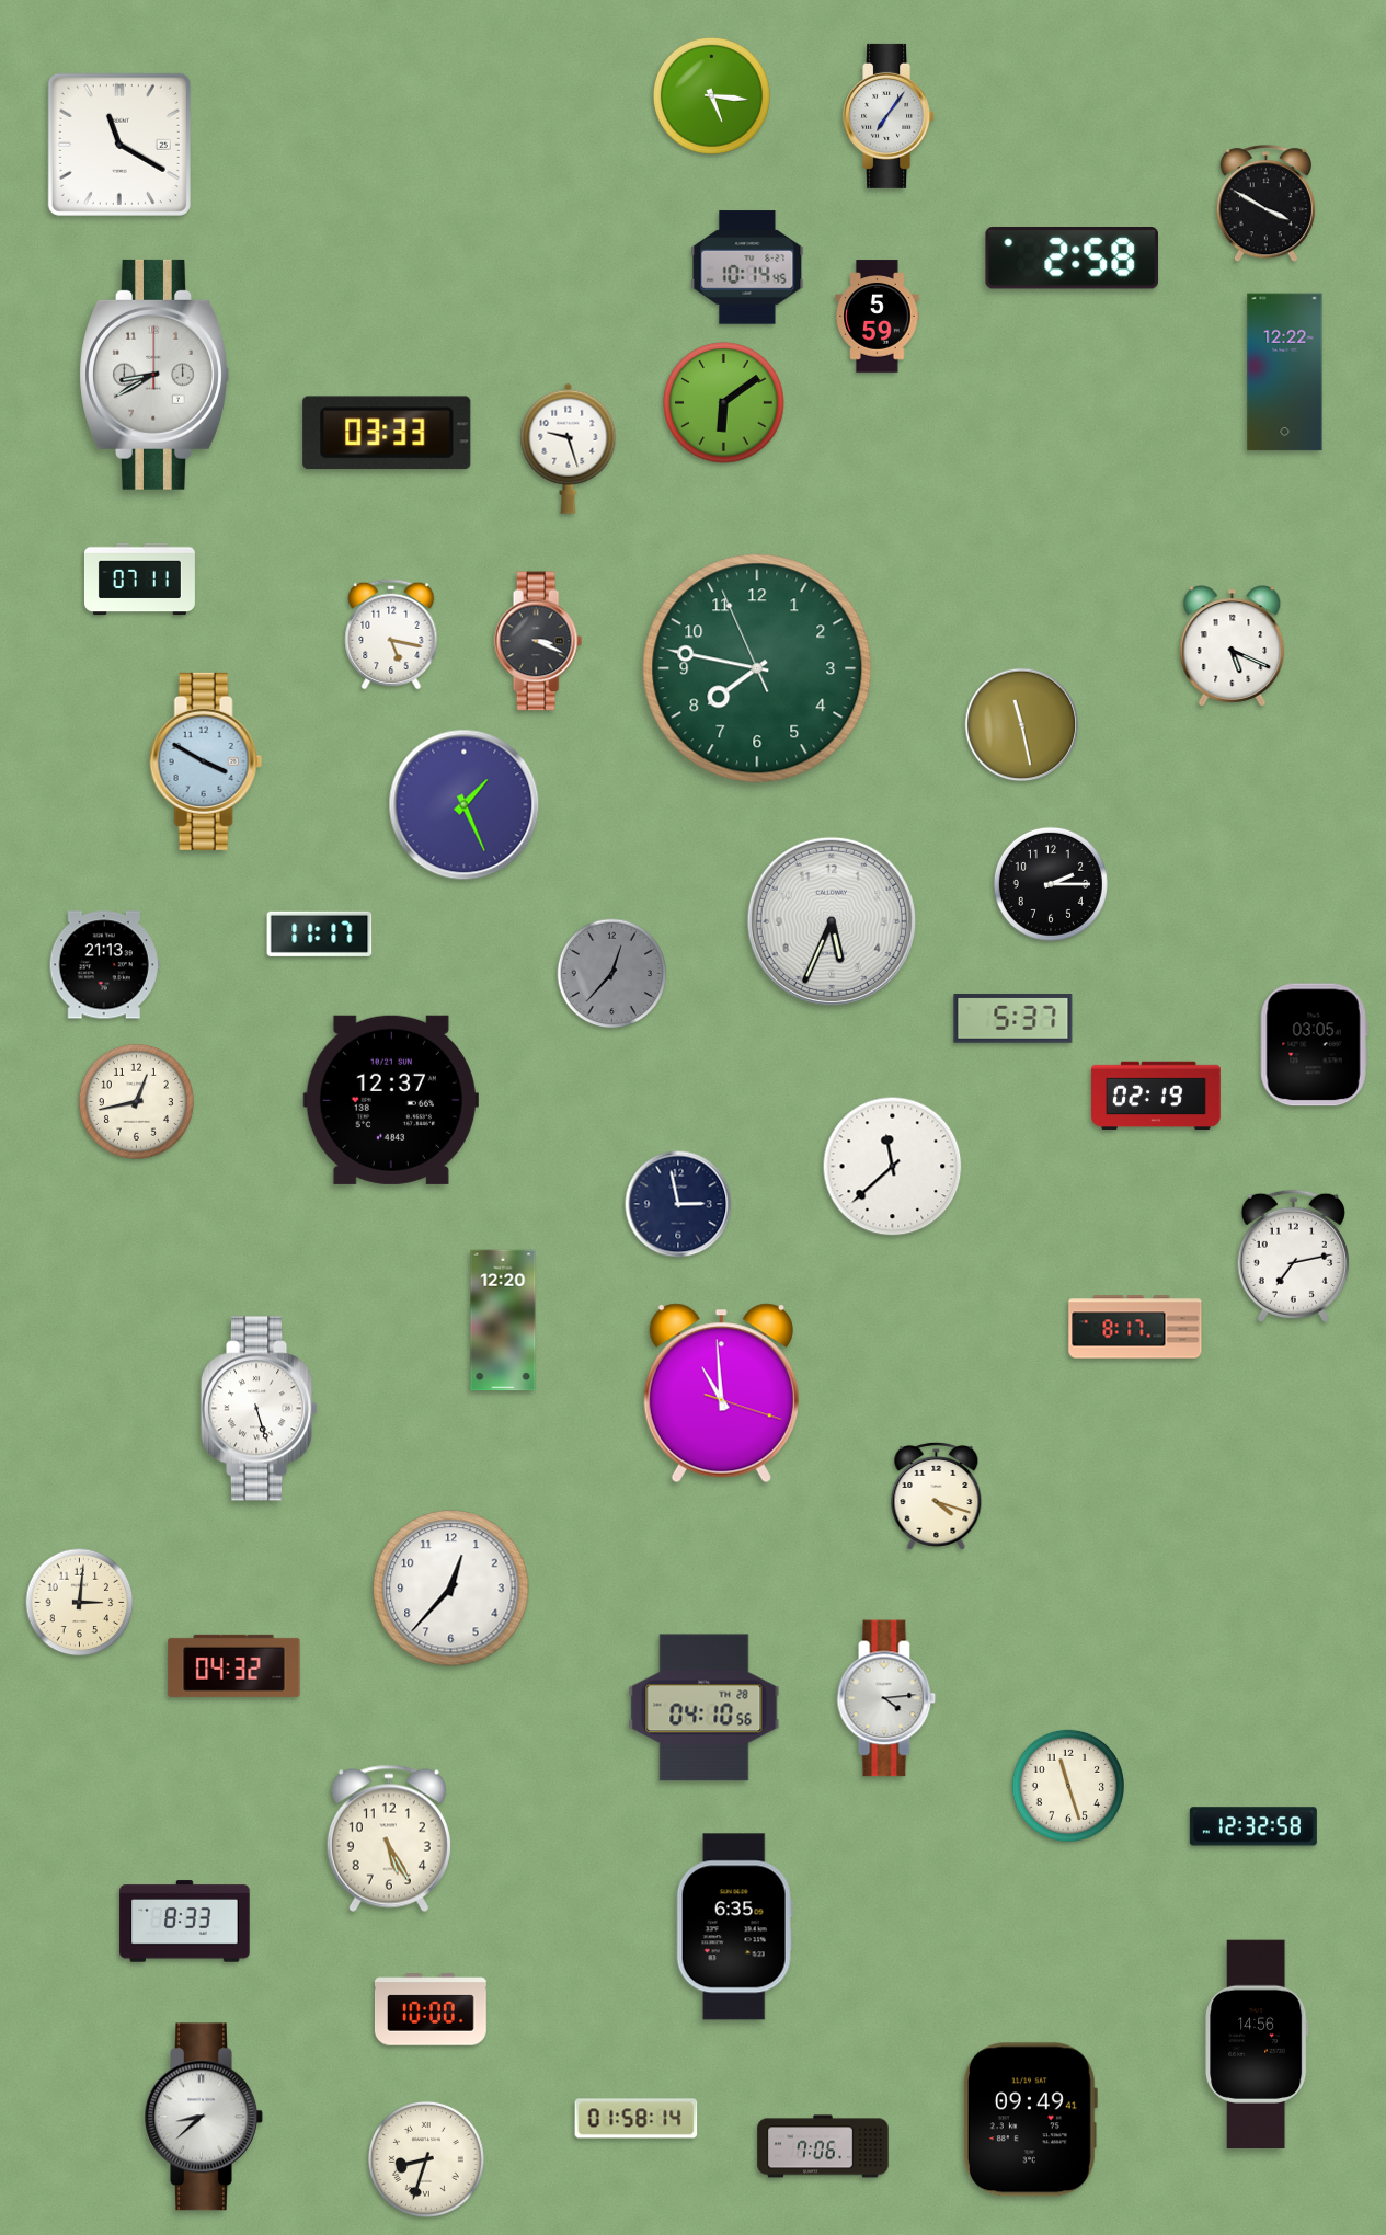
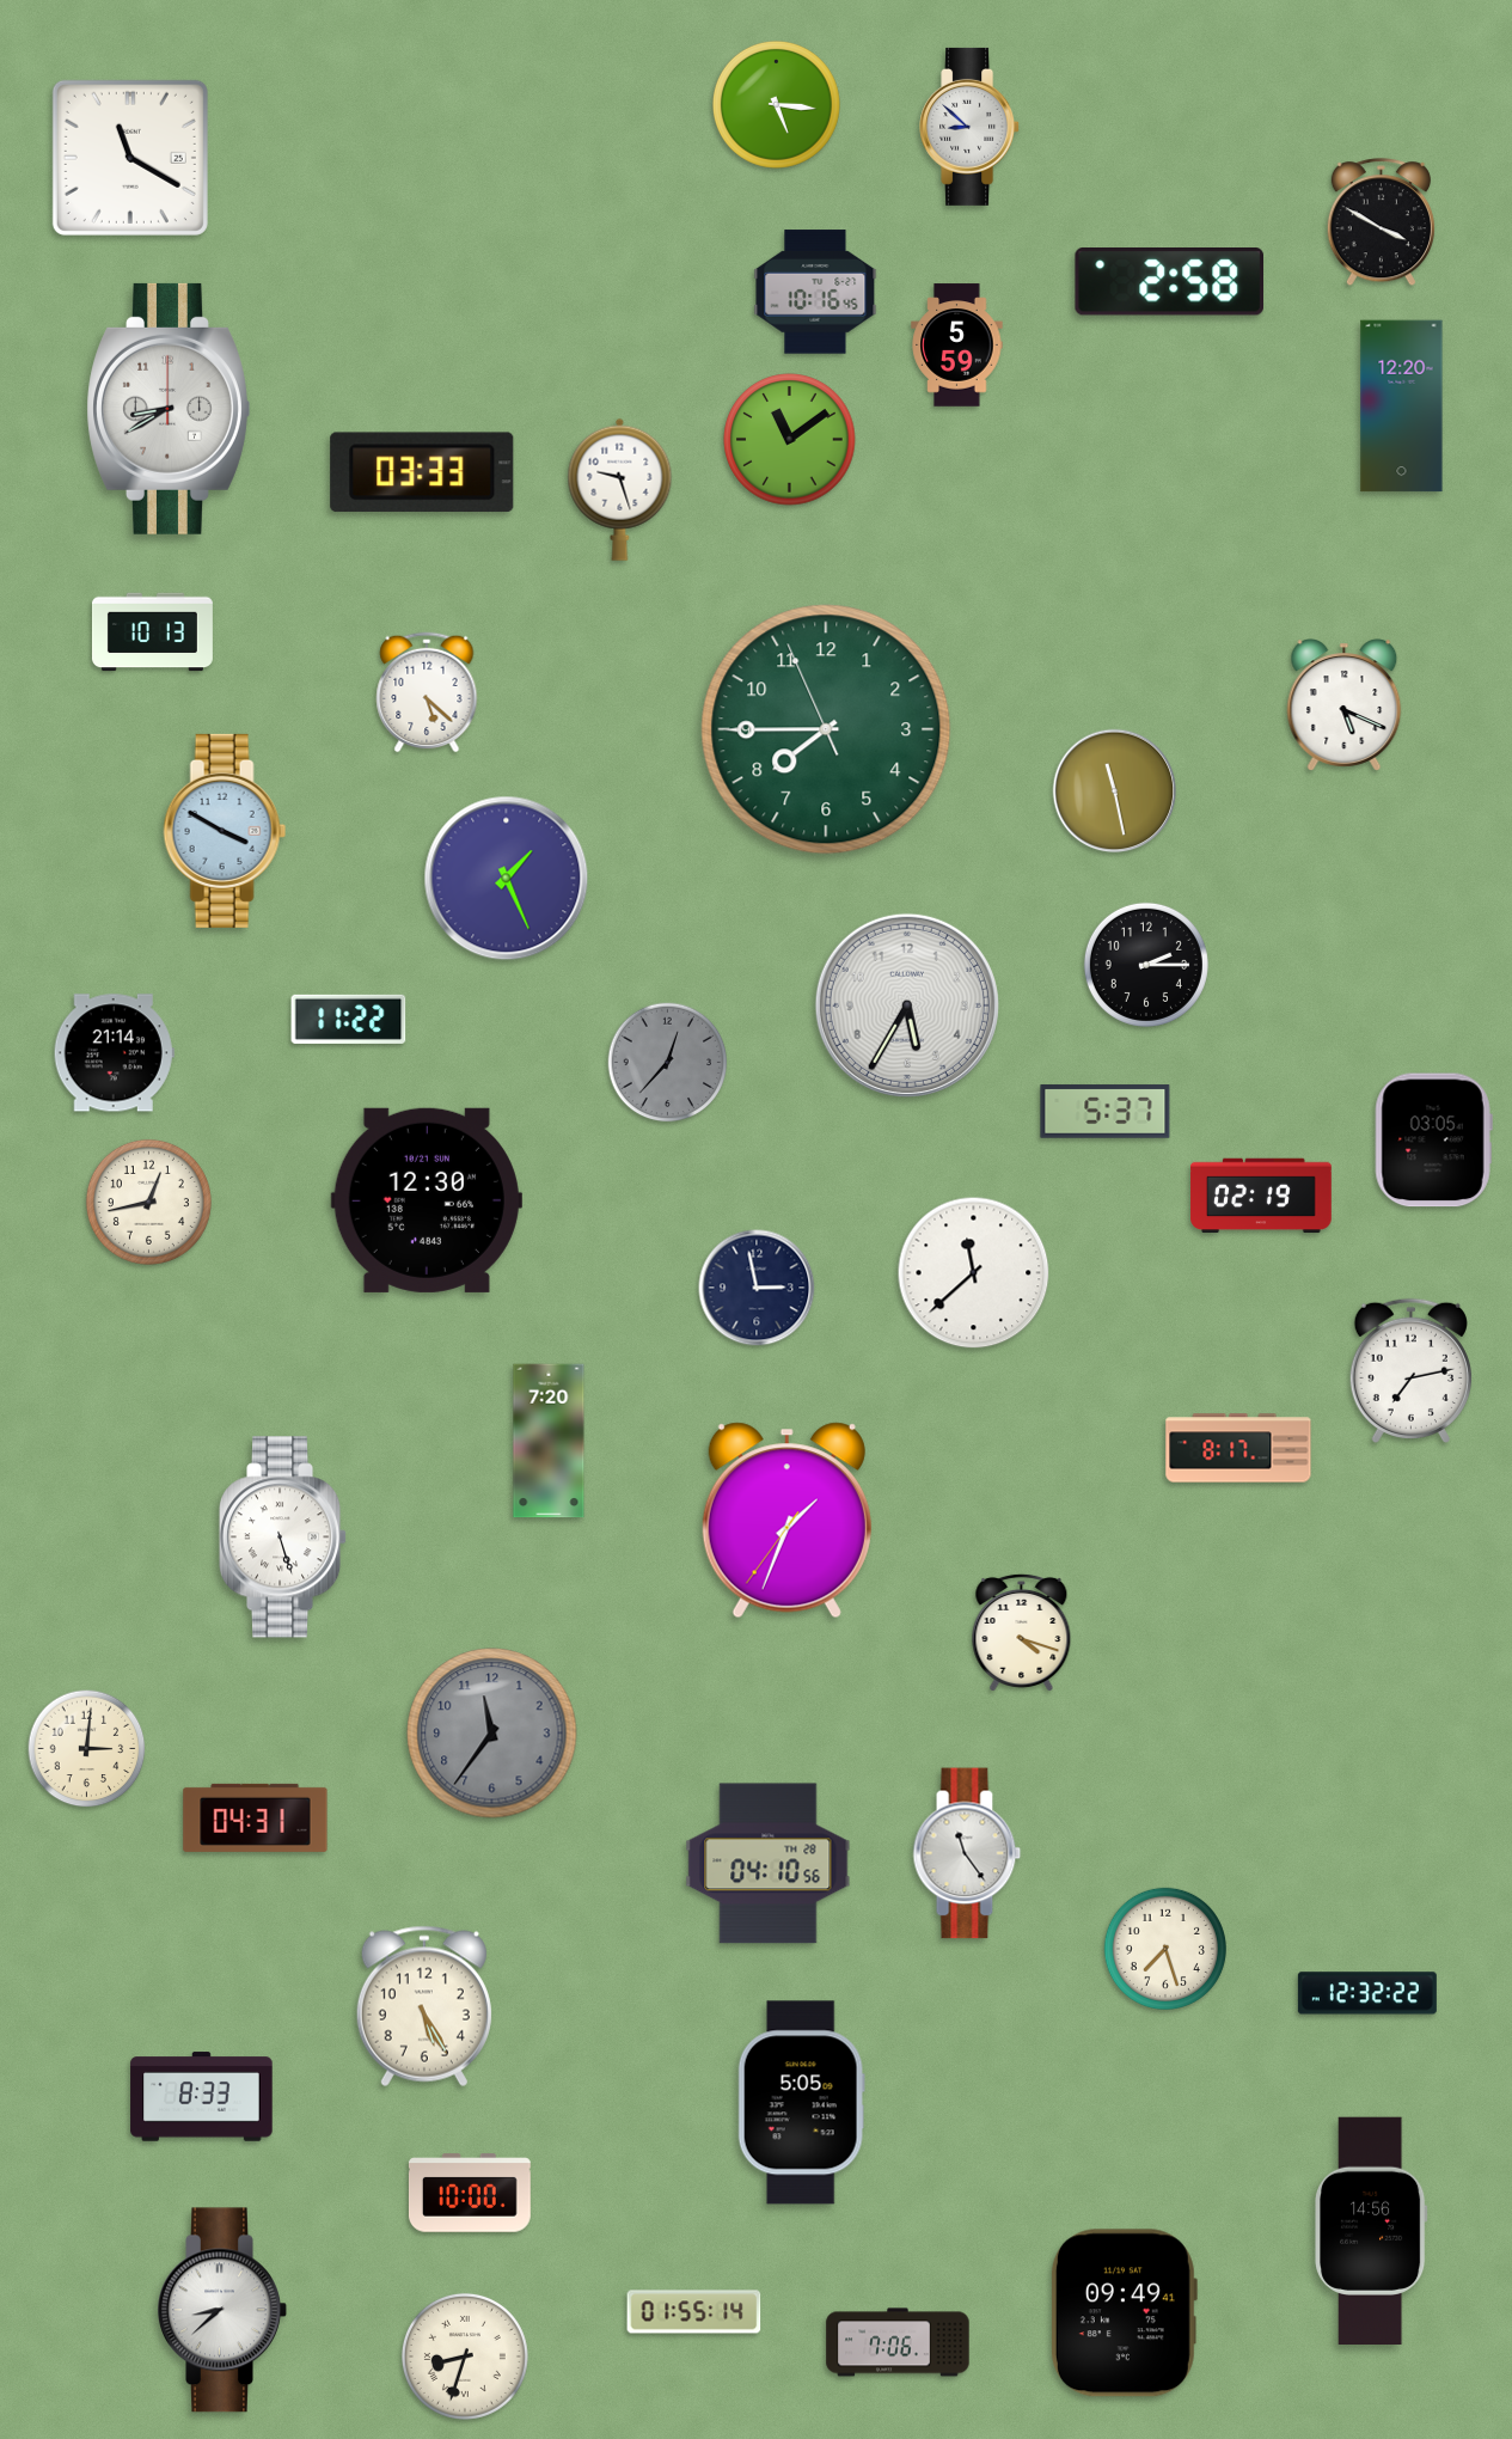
clock at (890, 116): 7:06 -> 8:52
clock at (747, 267): 10:14 -> 10:16
clock at (1285, 373): 12:22 -> 12:20
clock at (724, 403): 6:09 -> 11:09
clock at (139, 580): 07:11 -> 10:13
clock at (391, 634): 5:17 -> 5:22
clock at (538, 641): 3:19 -> none
clock at (757, 668): 7:46 -> 7:44
clock at (832, 921): 5:34 -> 5:35
clock at (320, 933): 11:17 -> 11:22
clock at (104, 965): 21:13 -> 21:14
clock at (391, 1100): 12:37 -> 12:30
clock at (678, 1204) position: (678, 1204) -> (757, 1288)
clock at (503, 1320): 12:20 -> 7:20
clock at (721, 1394): 10:59 -> 1:33
clock at (451, 1589): 12:37 -> 11:36
clock at (451, 1589) dial: white -> grey
clock at (234, 1665): 04:32 -> 04:31
clock at (886, 1698): 4:14 -> 11:24
clock at (1068, 1786): 11:27 -> 7:27
clock at (1253, 1826): 12:32:58 -> 12:32:22
clock at (734, 1927): 6:35 -> 5:05
clock at (637, 2119): 01:58 -> 01:55
